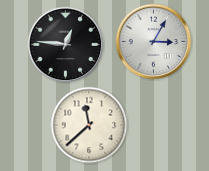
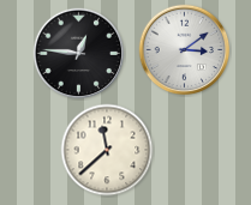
clock at (154, 42): 3:05 -> 3:09
